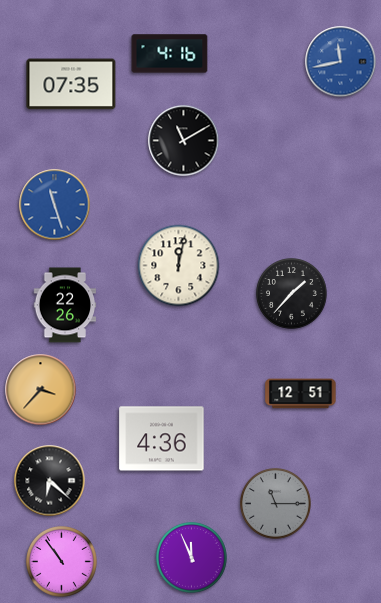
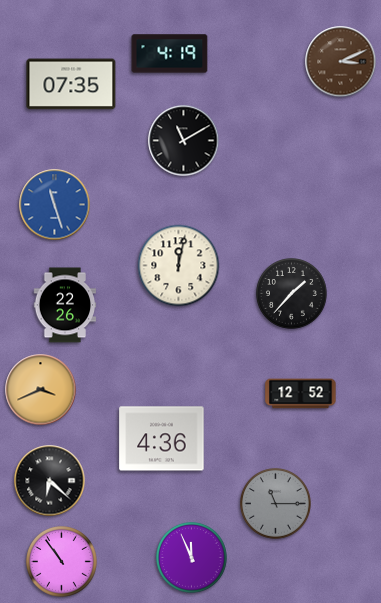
clock at (170, 54): 4:16 -> 4:19
clock at (341, 62): 11:43 -> 3:11
clock at (341, 62) dial: blue -> brown
clock at (41, 390): 3:37 -> 3:41
clock at (301, 394): 12:51 -> 12:52
